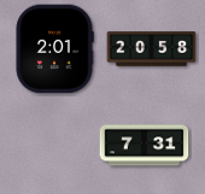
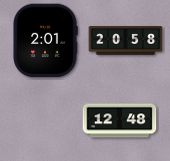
clock at (145, 146): 7:31 -> 12:48
